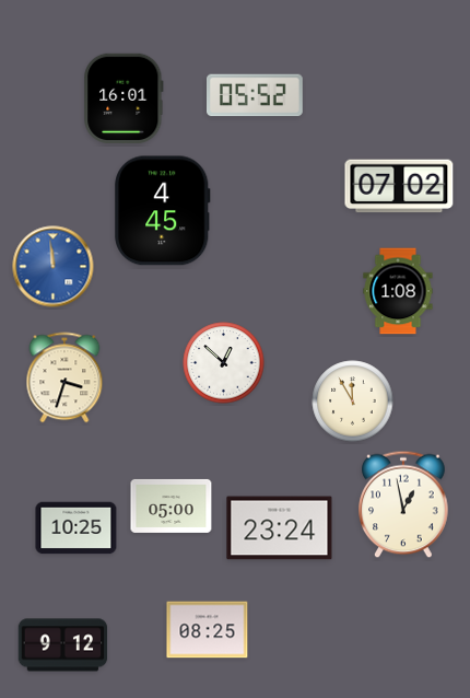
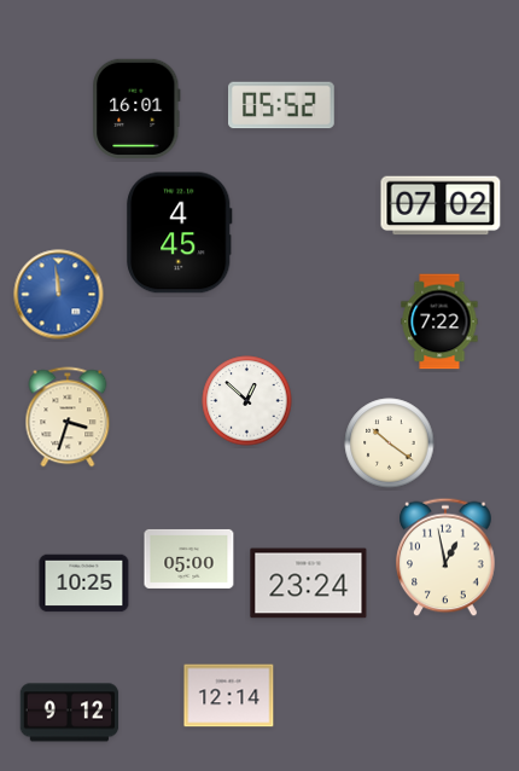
clock at (398, 291): 1:08 -> 7:22
clock at (64, 377) position: (64, 377) -> (68, 417)
clock at (353, 402): 11:55 -> 10:21
clock at (208, 630): 08:25 -> 12:14
